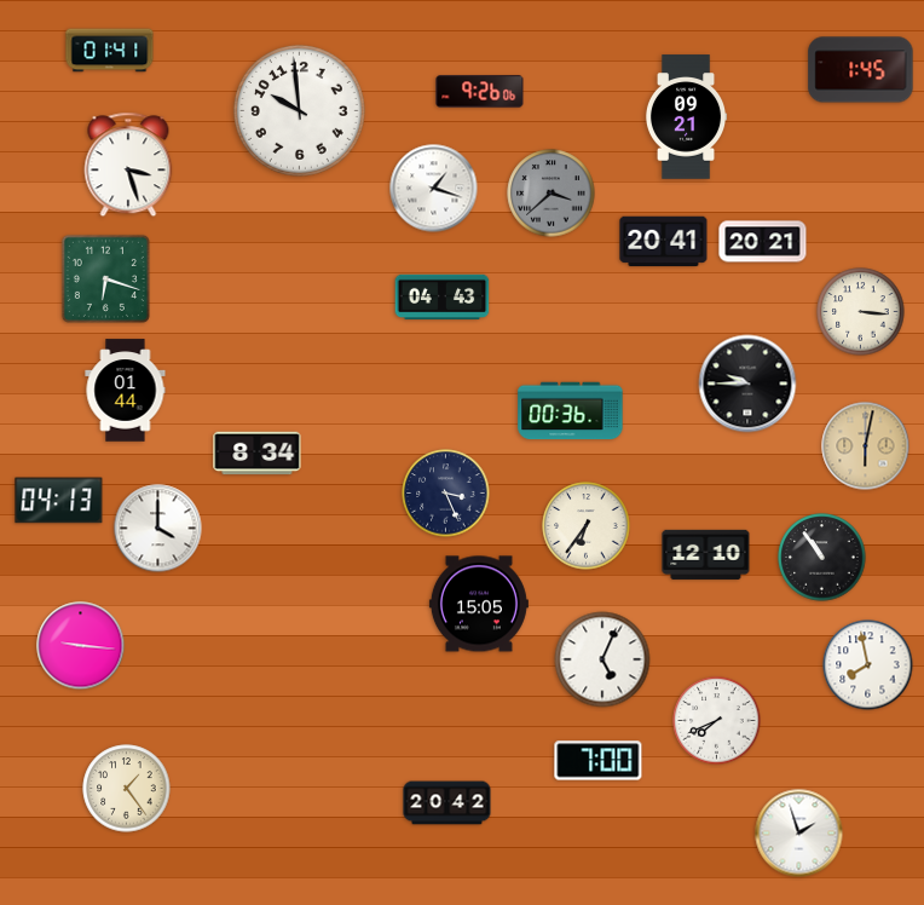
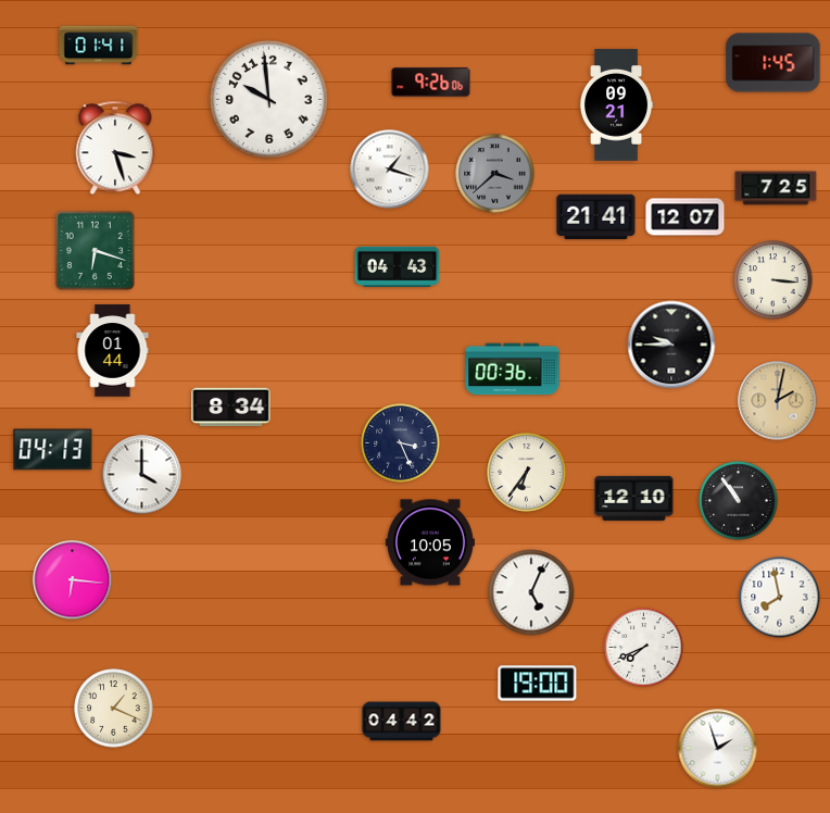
clock at (776, 188): none -> 7:25
clock at (664, 242): 20:41 -> 21:41
clock at (763, 242): 20:21 -> 12:07
clock at (866, 446): 6:02 -> 2:02
clock at (479, 604): 15:05 -> 10:05
clock at (81, 646): 9:16 -> 6:16
clock at (602, 659) position: (602, 659) -> (531, 592)
clock at (599, 761): 7:00 -> 19:00
clock at (127, 789): 1:24 -> 1:19
clock at (447, 803): 20:42 -> 04:42
